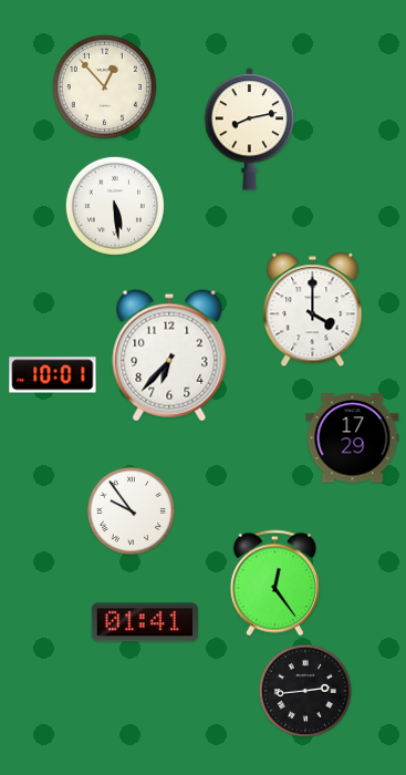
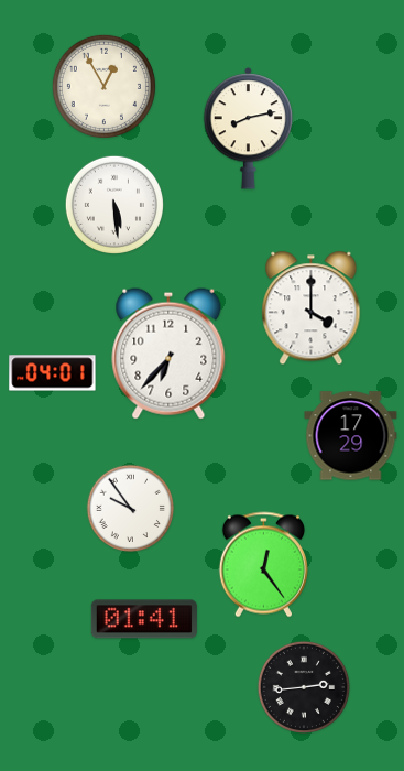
clock at (104, 86): 12:53 -> 12:55
clock at (53, 375): 10:01 -> 04:01
clock at (274, 583) position: (274, 583) -> (263, 565)
